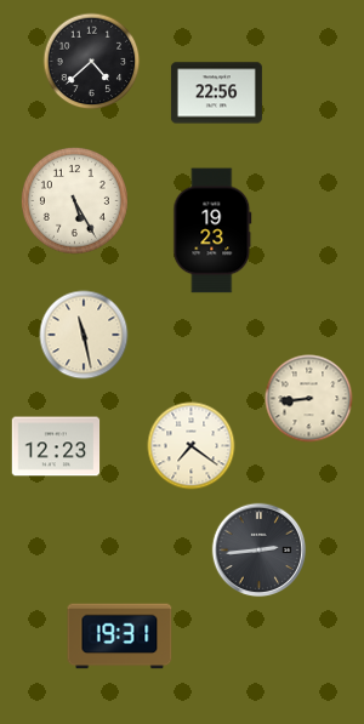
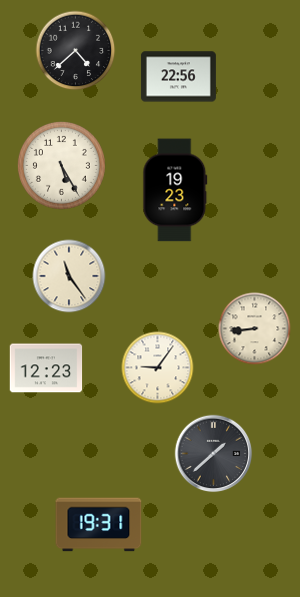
clock at (84, 335): 11:28 -> 11:24
clock at (192, 446): 7:21 -> 9:06
clock at (260, 551): 2:44 -> 1:38
